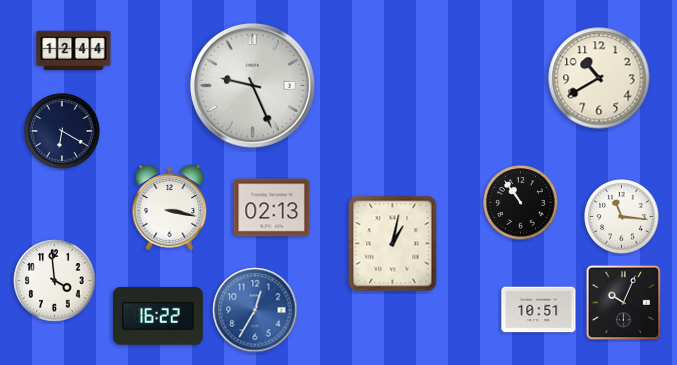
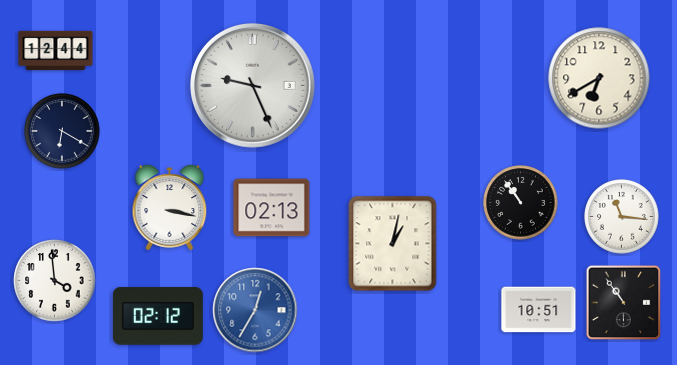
clock at (74, 51) position: (74, 51) -> (56, 51)
clock at (599, 78): 10:40 -> 6:40
clock at (624, 303): 10:04 -> 10:54
clock at (158, 316): 16:22 -> 02:12
